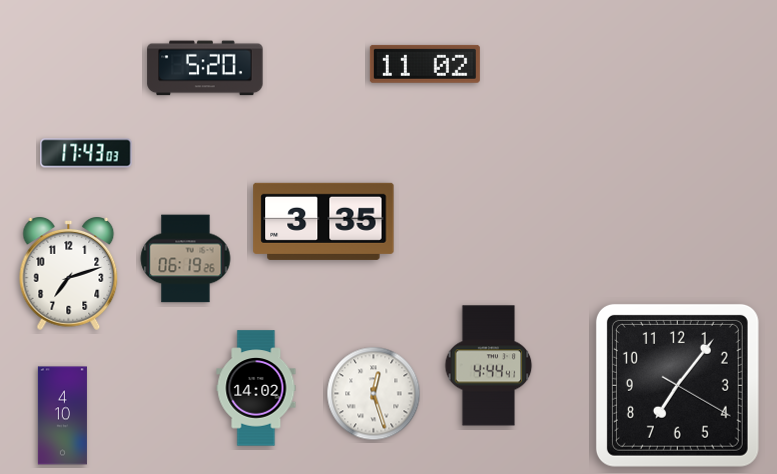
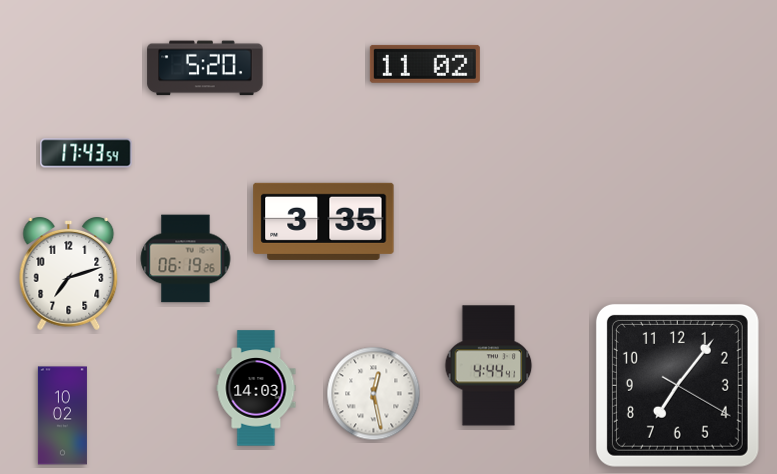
clock at (86, 153): 17:43:03 -> 17:43:54
clock at (256, 388): 14:02 -> 14:03
clock at (374, 394): 12:27 -> 12:28
clock at (62, 416): 4:10 -> 10:02
